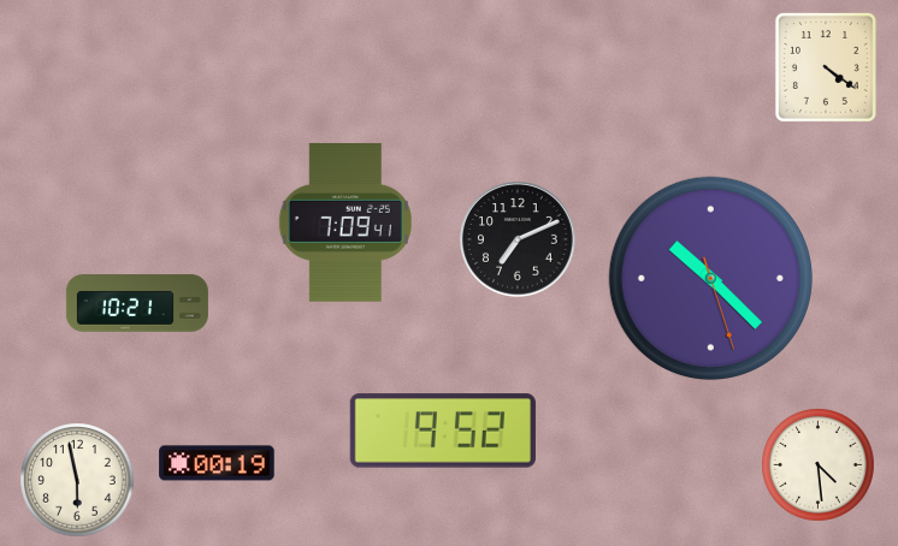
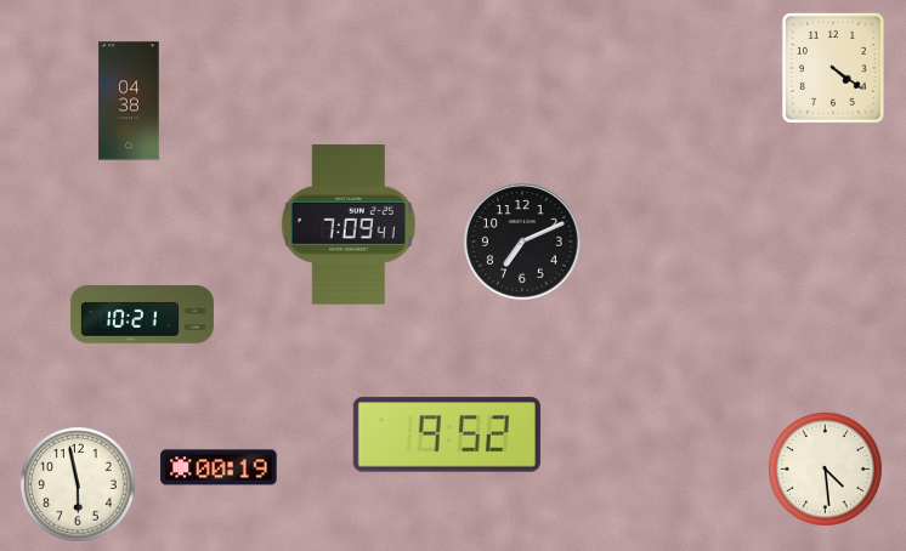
clock at (129, 101): none -> 04:38
clock at (710, 278): 10:22 -> none
clock at (137, 303) position: (137, 303) -> (142, 314)
